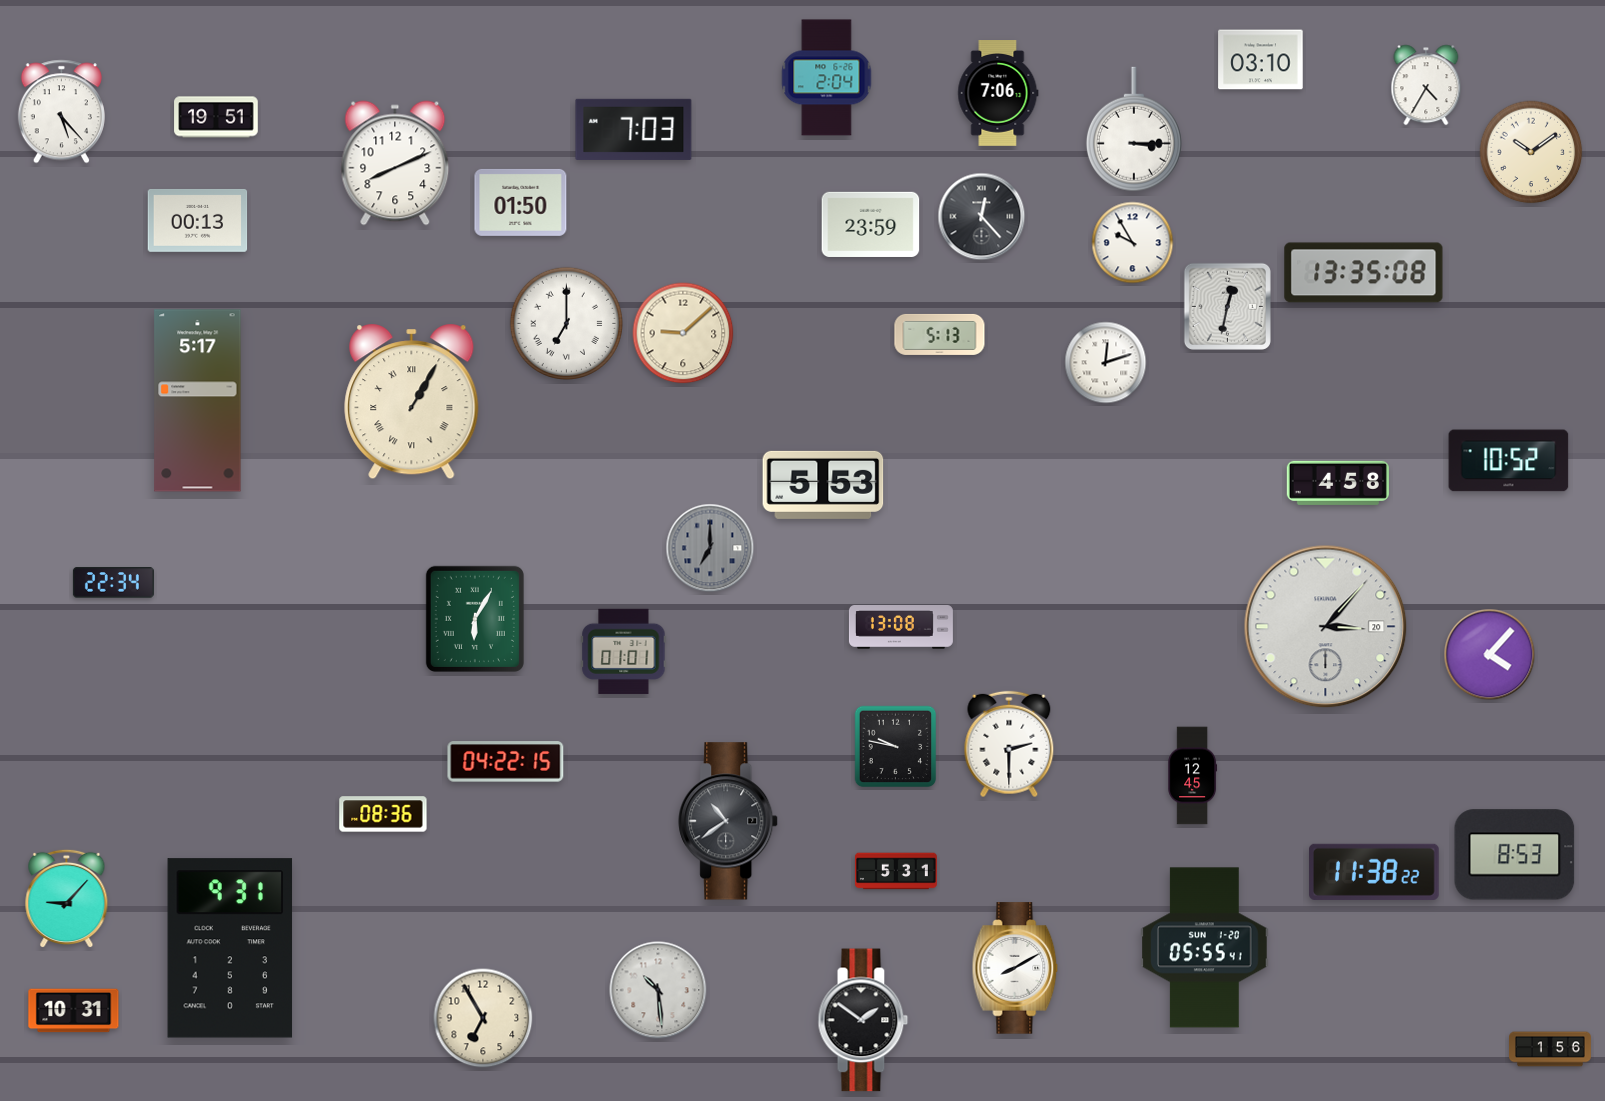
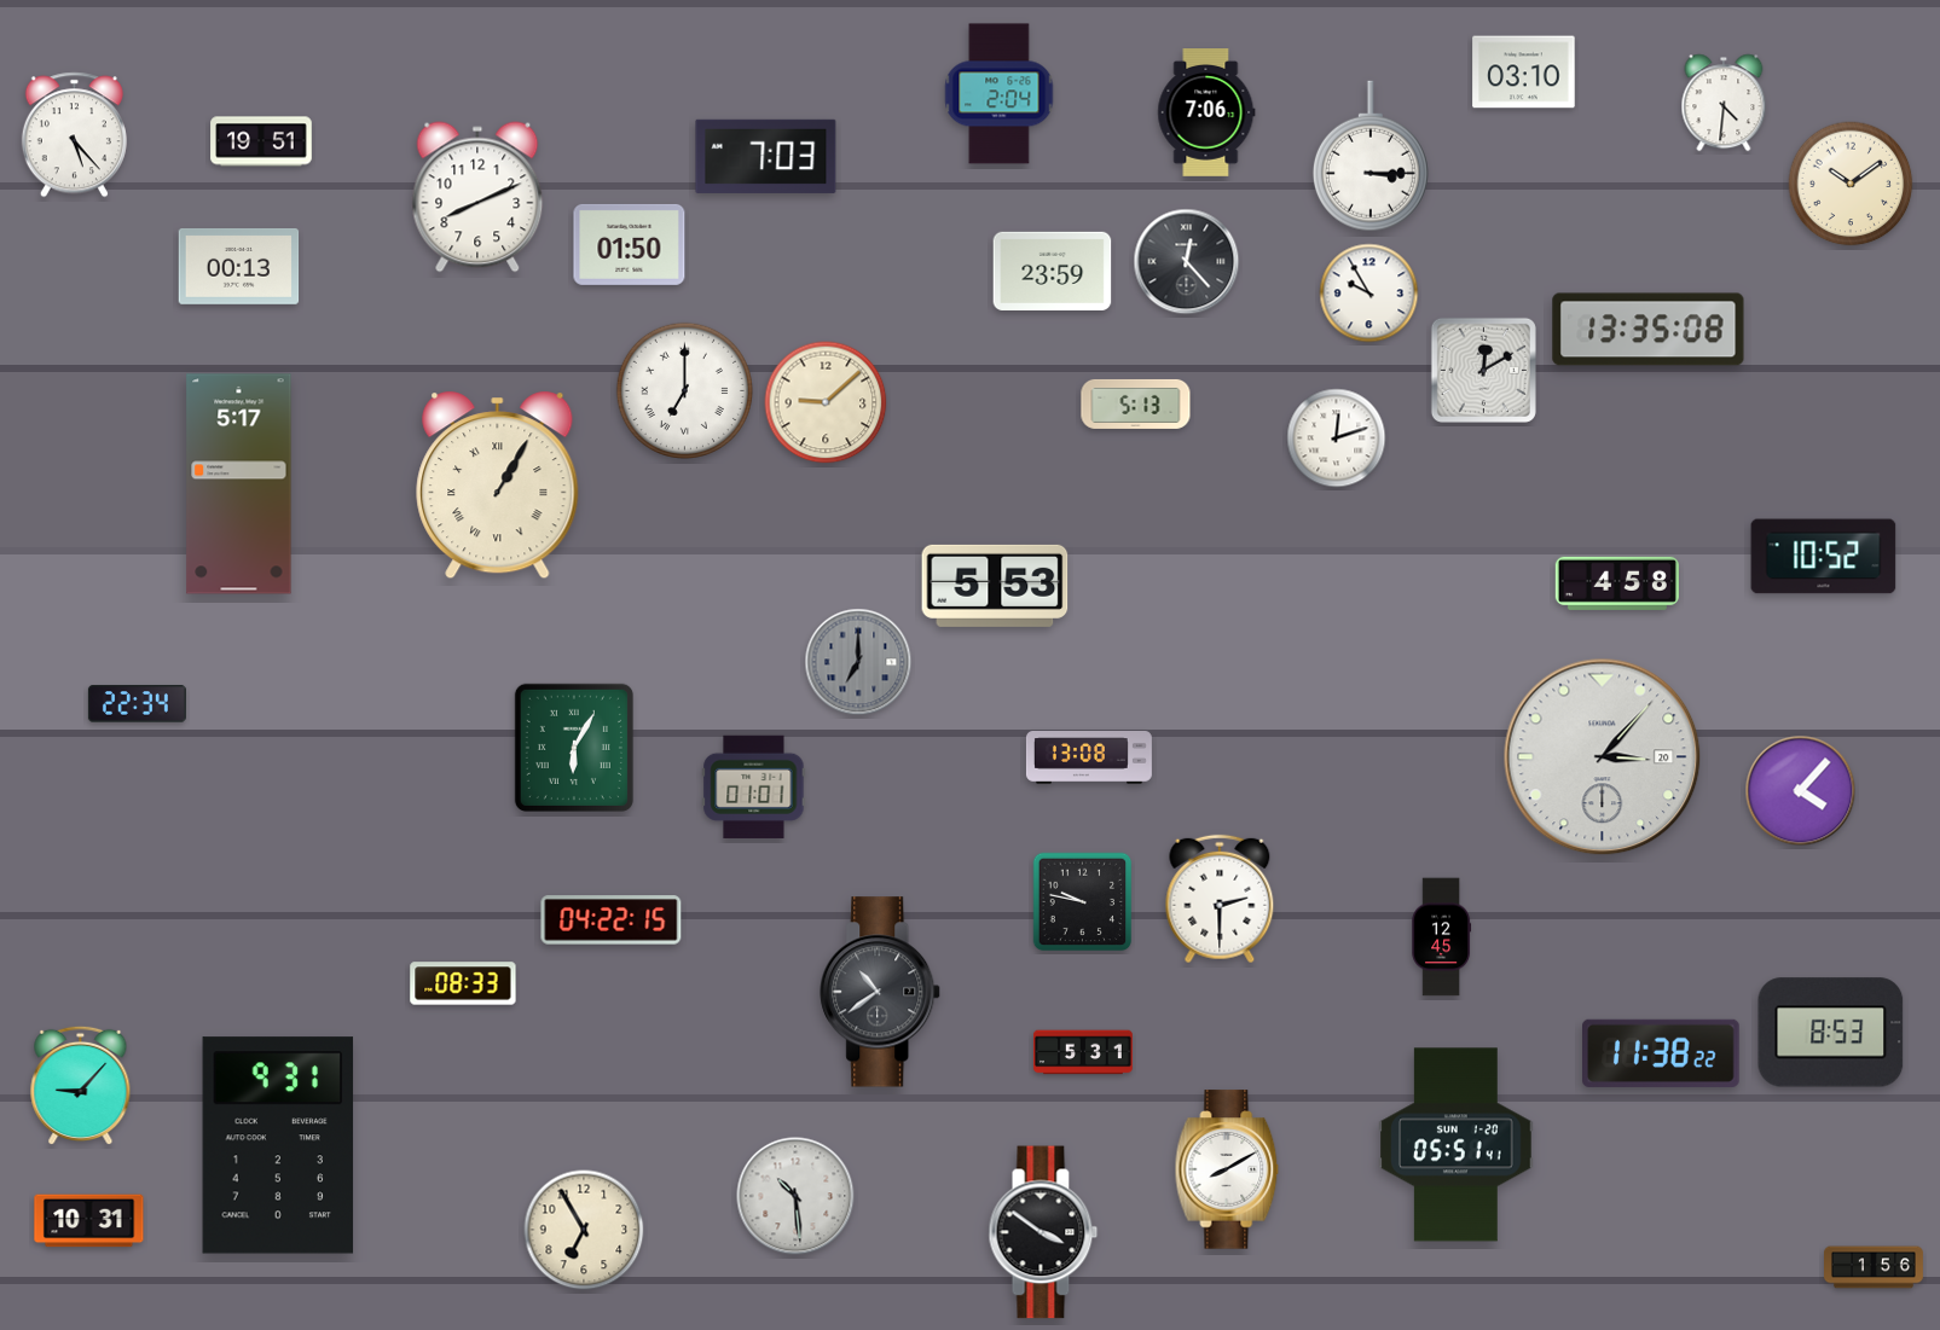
clock at (1426, 85): 4:35 -> 4:31
clock at (1227, 306): 12:32 -> 12:10
clock at (383, 814): 08:36 -> 08:33
clock at (1205, 948): 05:55 -> 05:51
clock at (863, 1020): 1:51 -> 3:51
